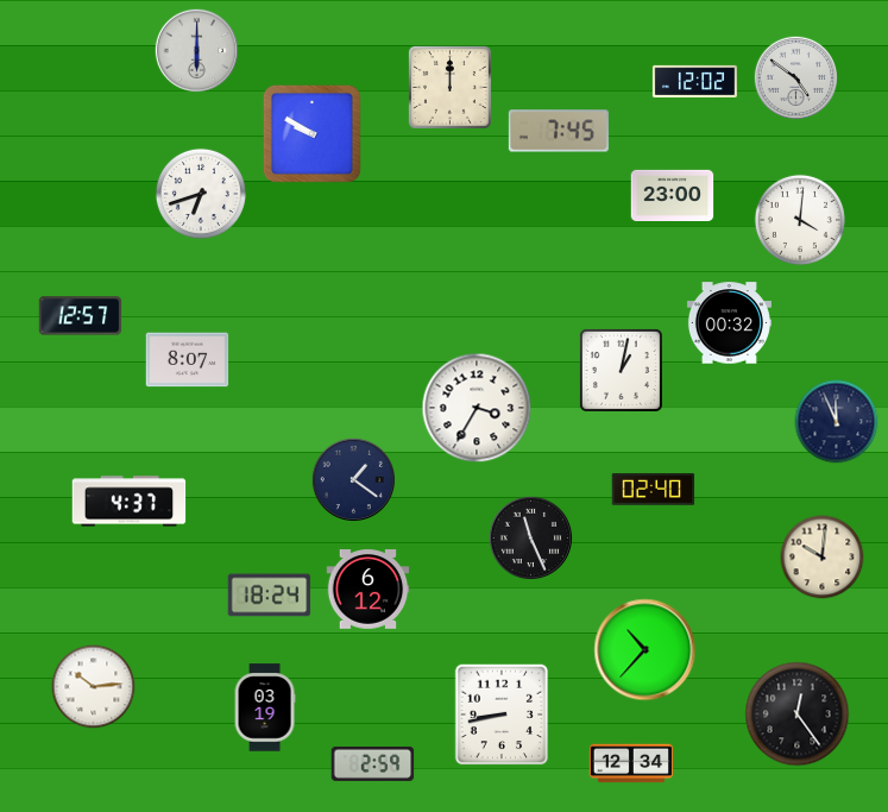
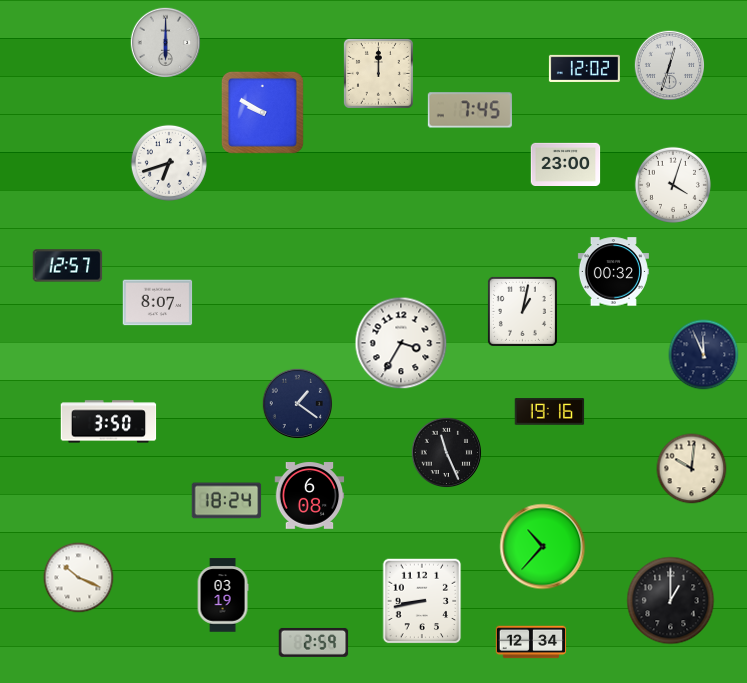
clock at (796, 78): 4:51 -> 12:33
clock at (800, 220): 4:01 -> 4:03
clock at (654, 490): 02:40 -> 19:16
clock at (130, 502): 4:37 -> 3:50
clock at (369, 590): 6:12 -> 6:08
clock at (94, 687): 10:14 -> 10:19
clock at (798, 715): 12:24 -> 1:00
